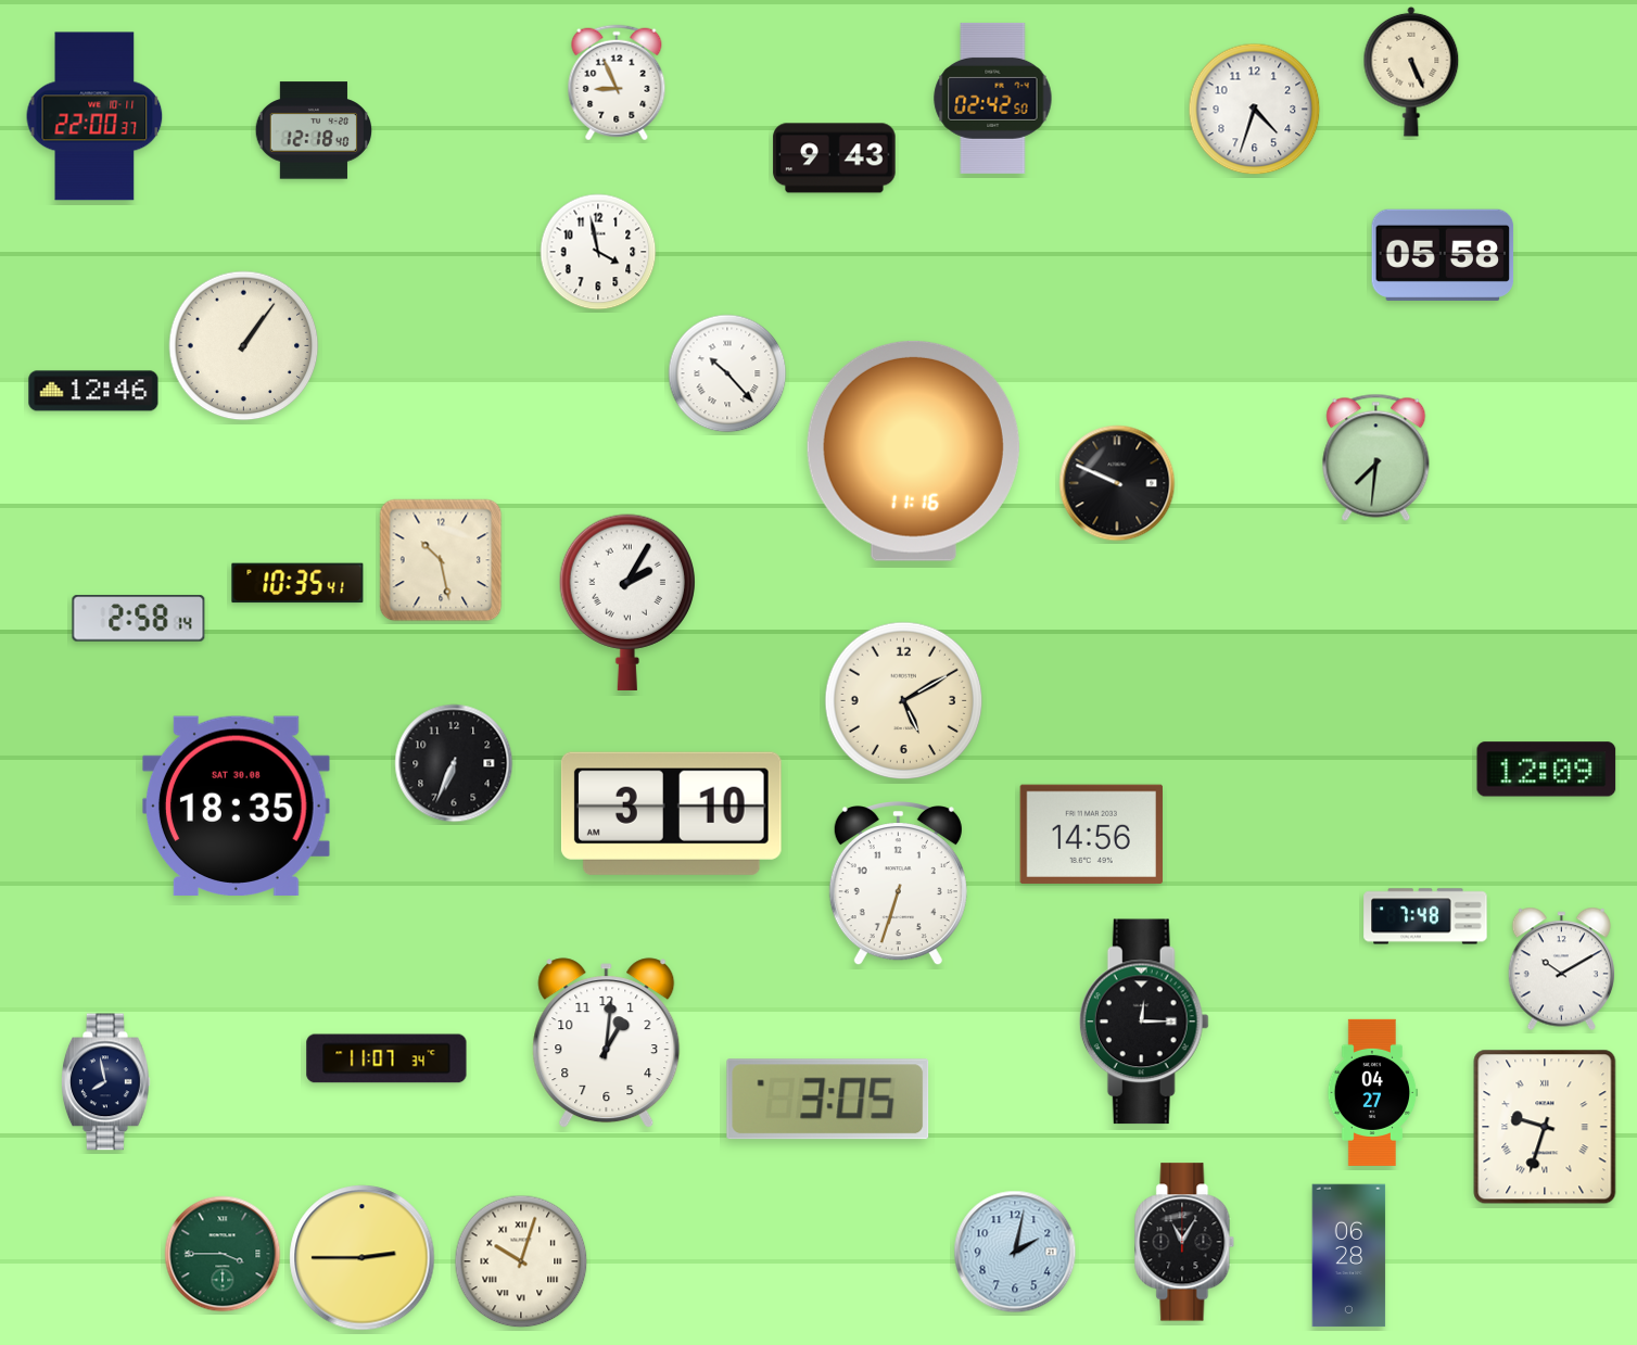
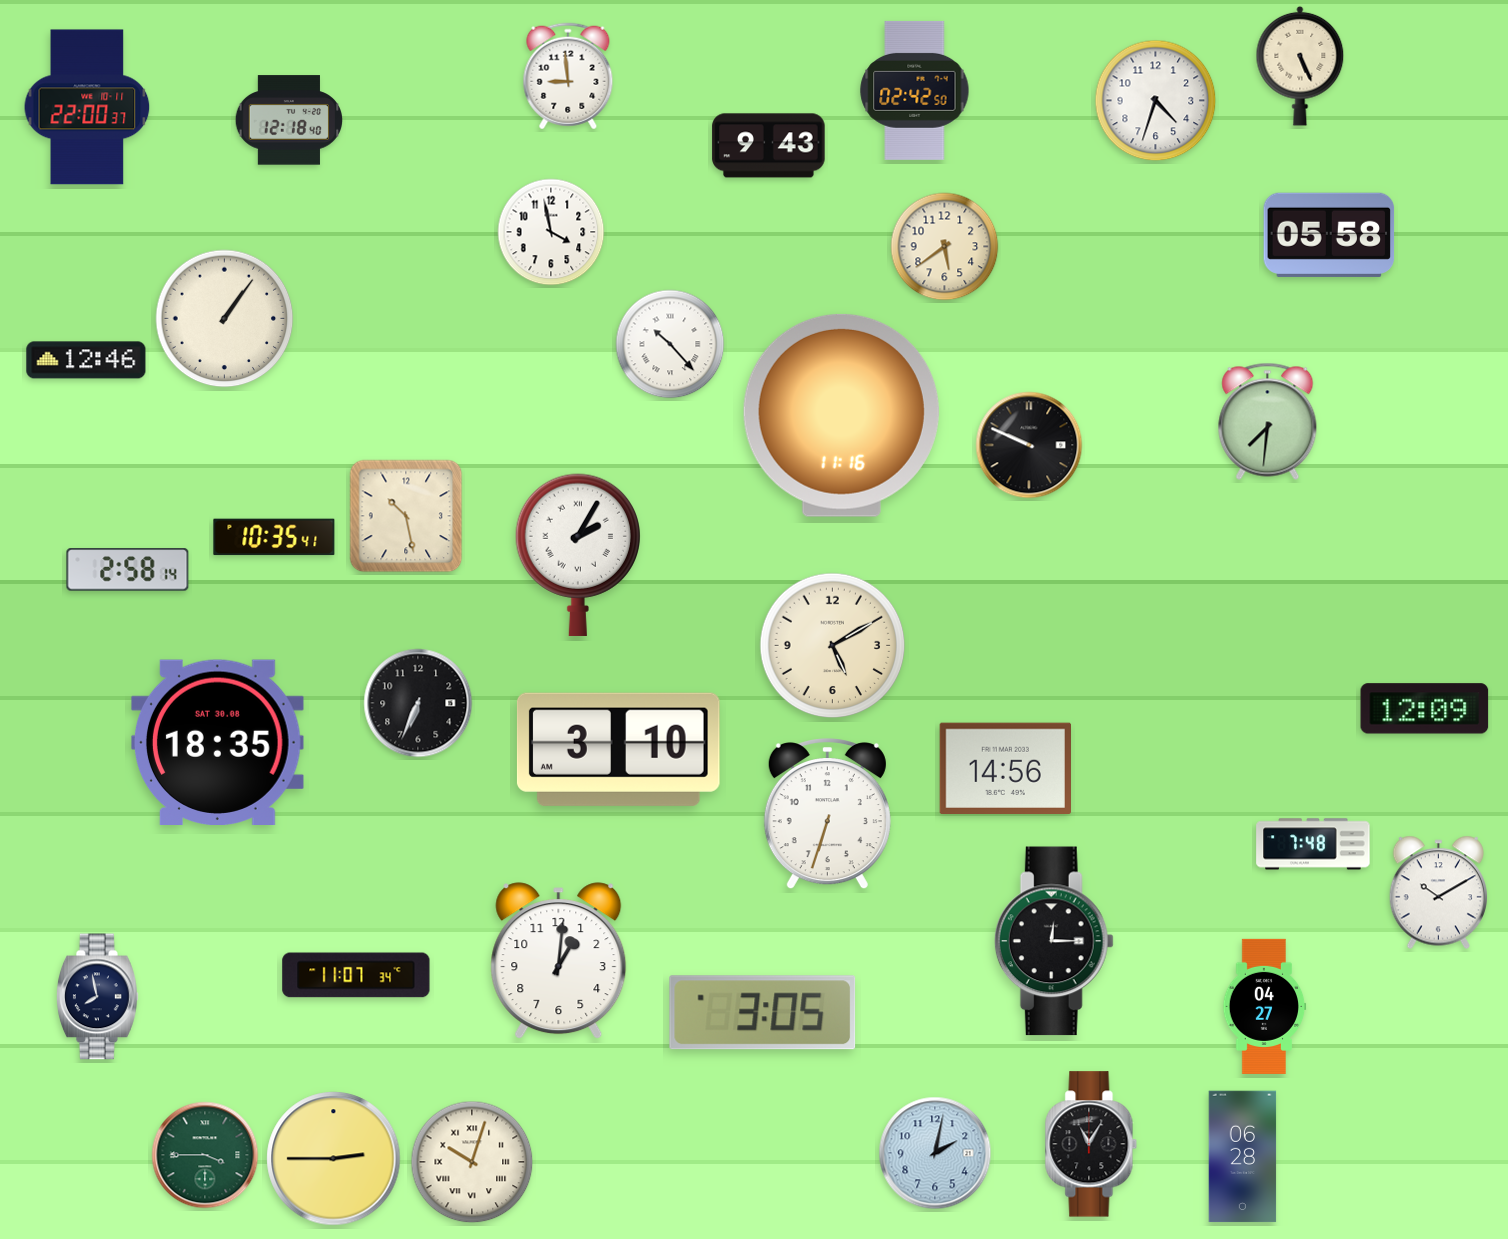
clock at (617, 83): 8:56 -> 8:59
clock at (945, 247): none -> 5:39
clock at (1545, 1127): 9:33 -> none
clock at (521, 1261) position: (521, 1261) -> (472, 1162)
